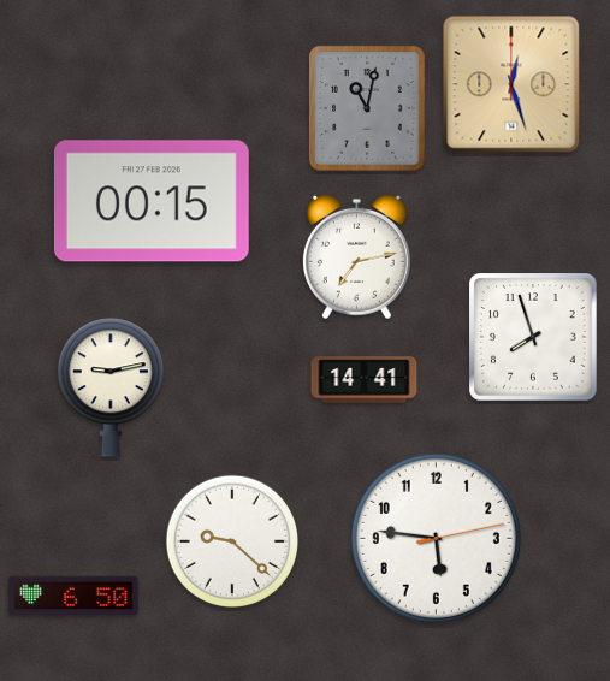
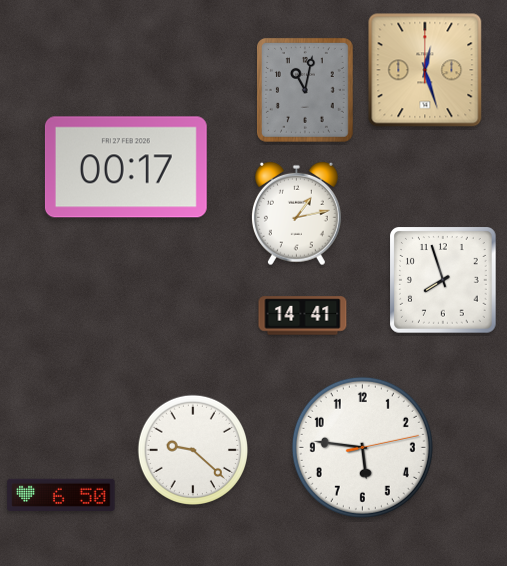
clock at (152, 201): 00:15 -> 00:17
clock at (356, 257): 7:13 -> 1:13
clock at (111, 387): 9:13 -> none
